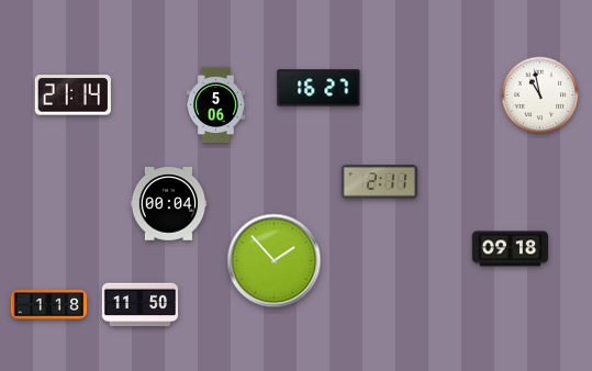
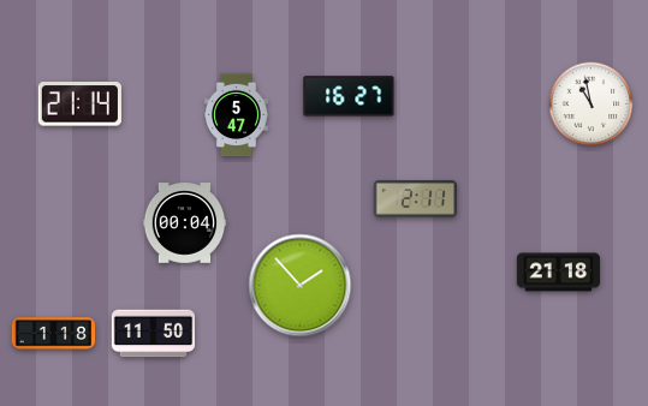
clock at (215, 105): 5:06 -> 5:47
clock at (511, 249): 09:18 -> 21:18
